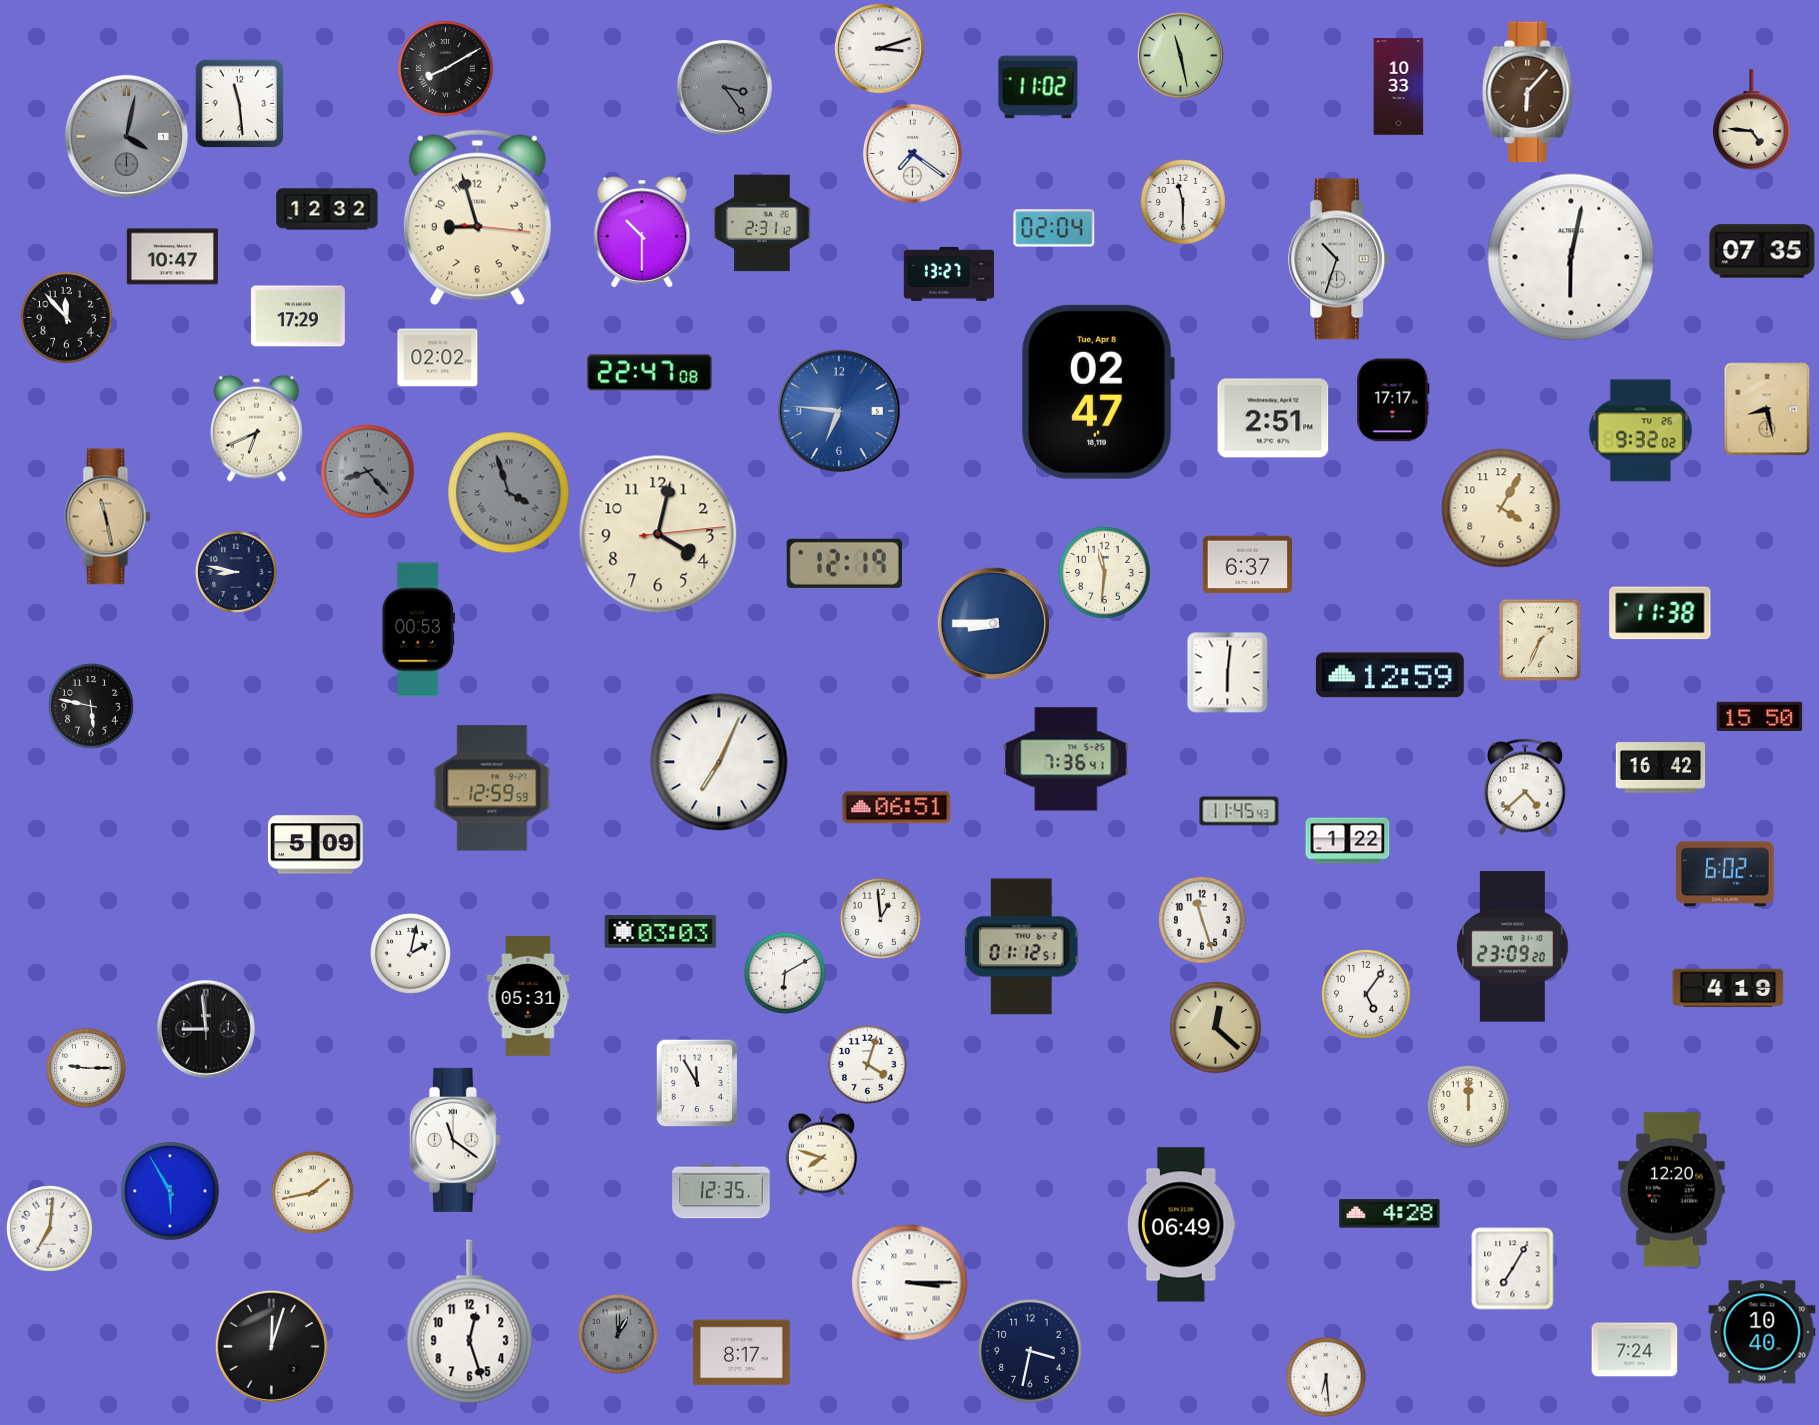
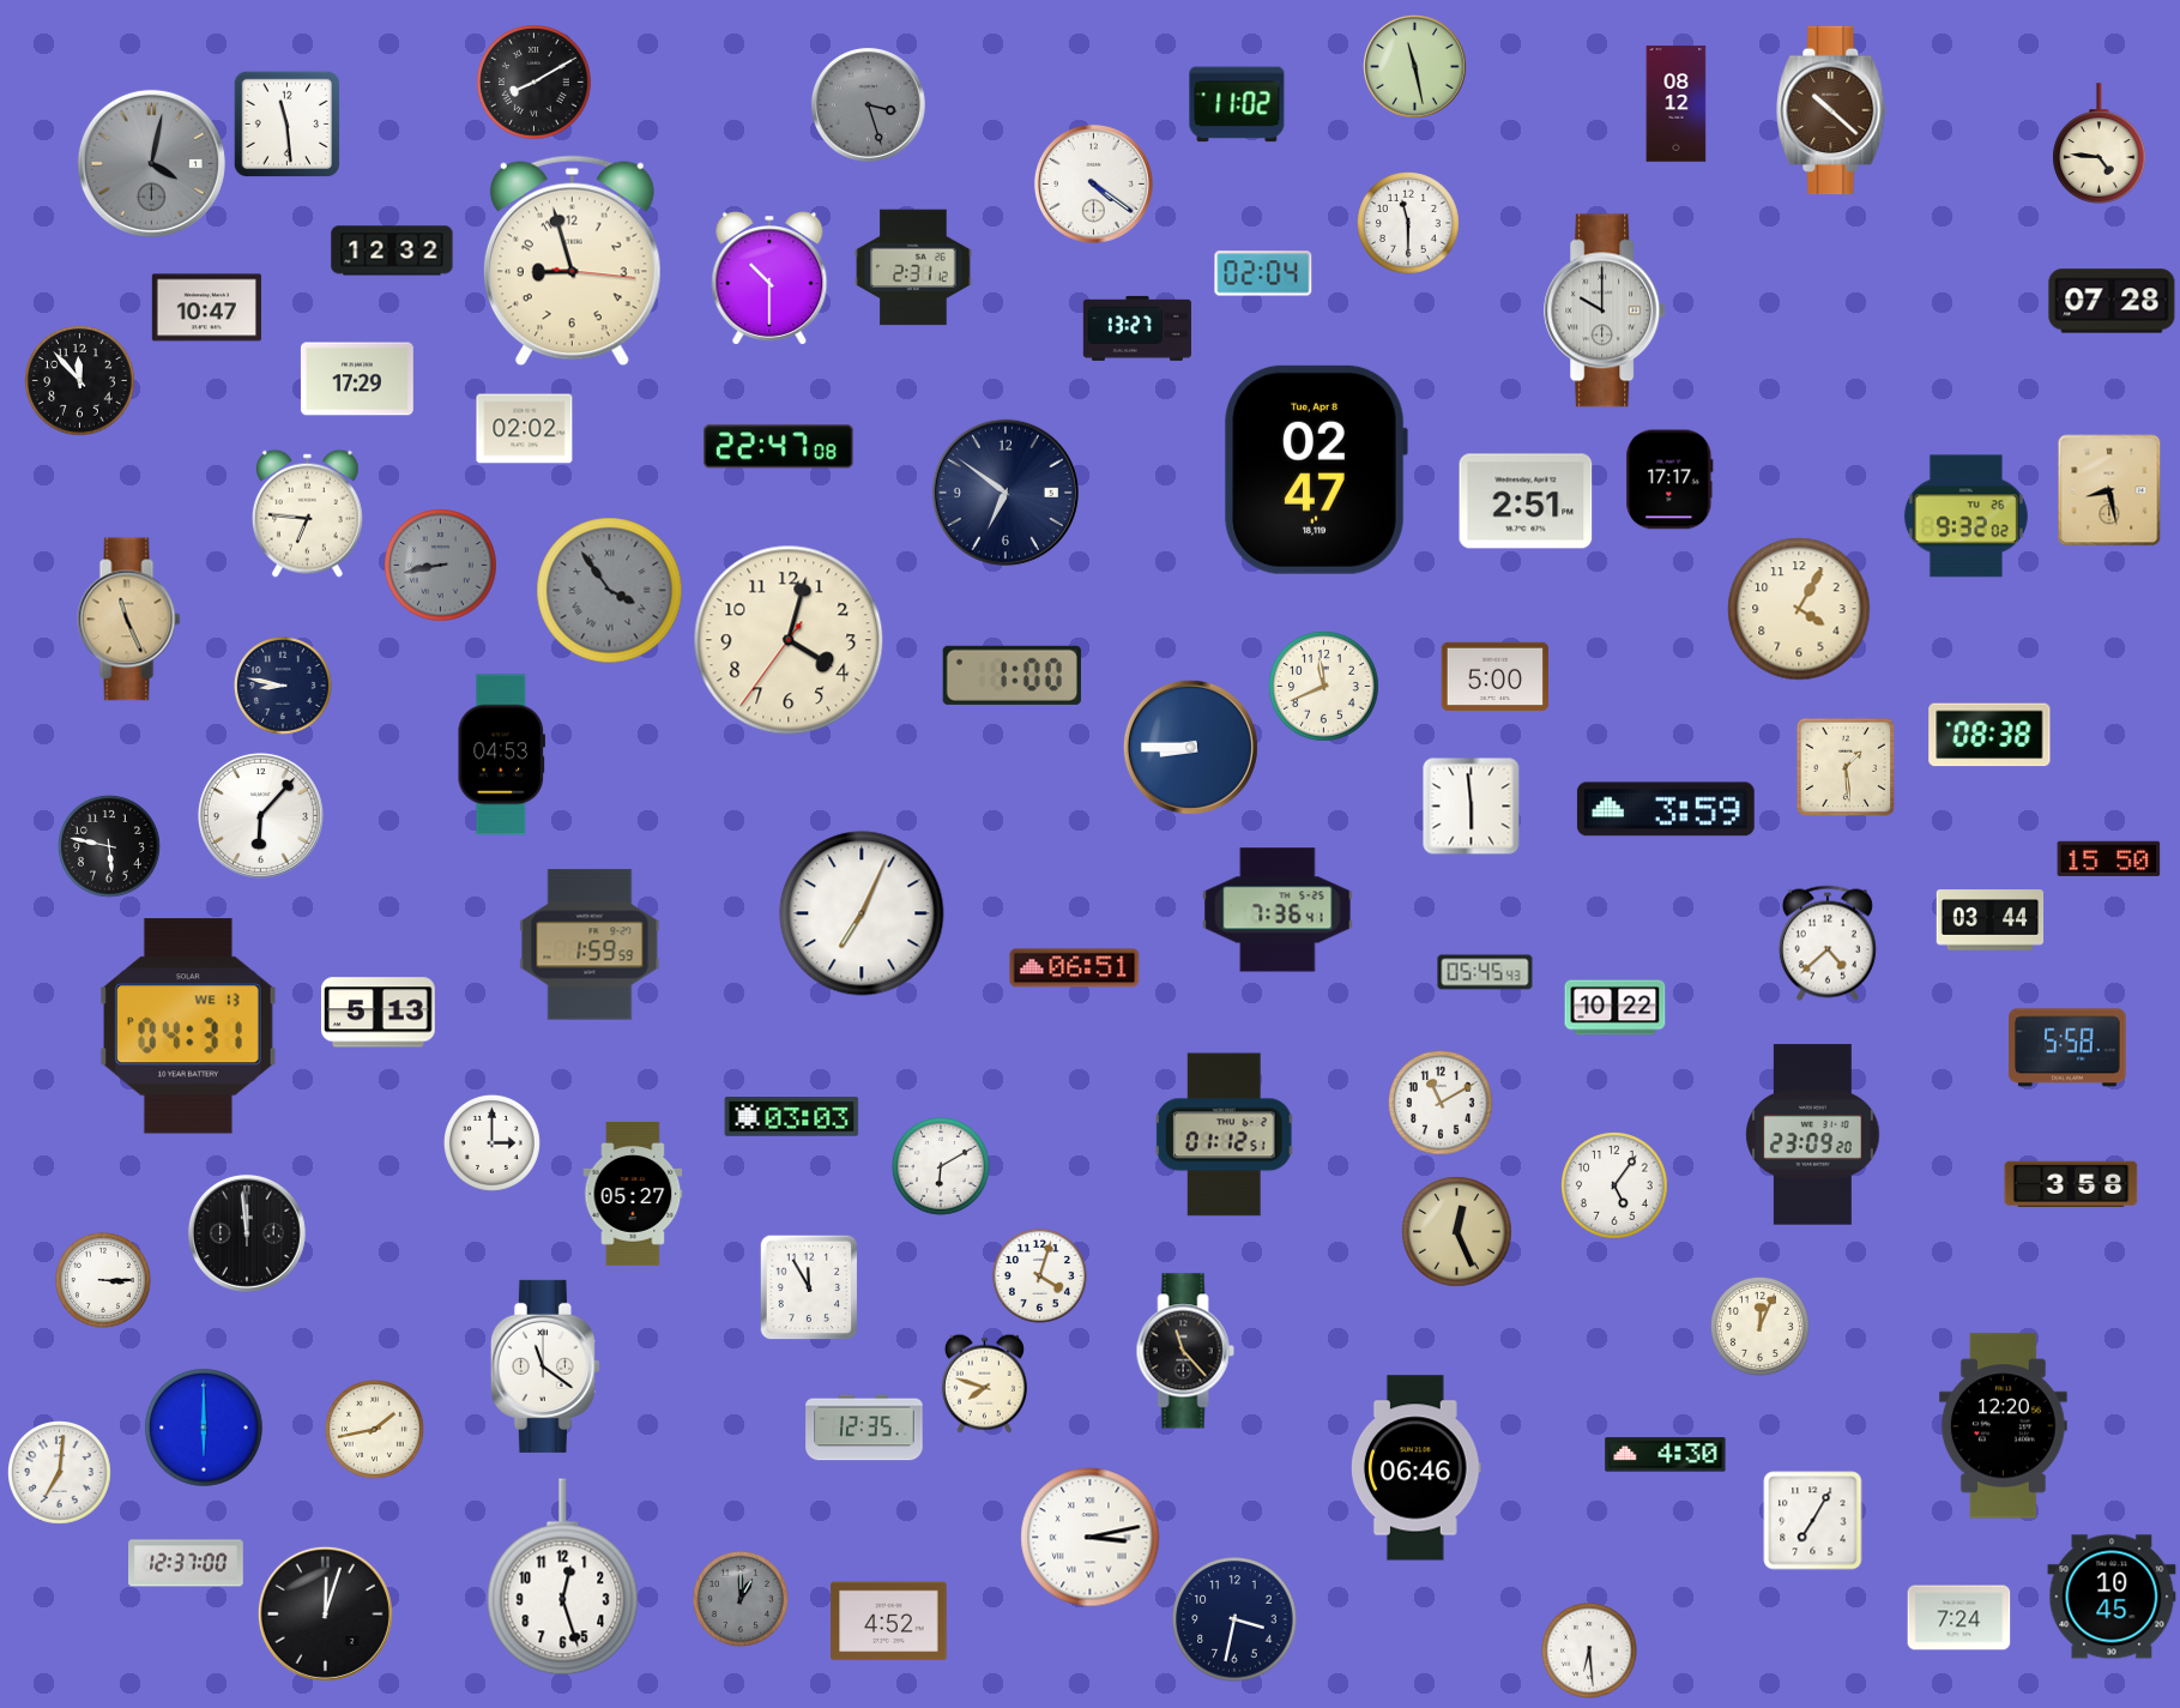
clock at (880, 49): 3:12 -> none
clock at (724, 87): 3:24 -> 3:27
clock at (1038, 87) position: (1038, 87) -> (1237, 104)
clock at (1399, 87): 10:33 -> 08:12
clock at (1528, 92): 6:07 -> 10:22
clock at (912, 153): 7:21 -> 4:21
clock at (1184, 203) position: (1184, 203) -> (1409, 224)
clock at (1762, 251): 07:35 -> 07:28
clock at (1571, 257): 6:02 -> none
clock at (1340, 259): 10:33 -> 10:00
clock at (1767, 409) position: (1767, 409) -> (2109, 490)
clock at (839, 411): 6:46 -> 6:51
clock at (839, 411) dial: blue -> navy
clock at (256, 428): 6:41 -> 6:46
clock at (368, 472): 8:23 -> 8:43
clock at (509, 493): 3:57 -> 3:54
clock at (108, 517): 11:28 -> 11:26
clock at (658, 534): 4:02:14 -> 4:02:36
clock at (844, 563): 12:19 -> 1:00
clock at (1247, 565): 6:37 -> 5:00
clock at (1105, 573): 11:31 -> 11:41
clock at (1660, 613): 11:38 -> 08:38
clock at (418, 630): 00:53 -> 04:53
clock at (1540, 640): 1:34 -> 1:29
clock at (1228, 673): 6:01 -> 5:59
clock at (1390, 675): 12:59 -> 3:59
clock at (260, 815): none -> 6:07
clock at (1661, 768): 16:42 -> 03:44
clock at (492, 788): 12:59 -> 1:59
clock at (1239, 811): 11:45 -> 05:45
clock at (1348, 841): 1:22 -> 10:22
clock at (315, 845): 5:09 -> 5:13
clock at (188, 1026): none -> 04:31
clock at (1725, 874): 6:02 -> 5:58
clock at (880, 918): 12:59 -> none
clock at (1203, 921): 11:27 -> 11:10
clock at (410, 953): 2:02 -> 3:00
clock at (1728, 987): 4:19 -> 3:58
clock at (1367, 995) position: (1367, 995) -> (1616, 1187)
clock at (528, 996): 05:31 -> 05:27
clock at (1216, 1028): 12:22 -> 12:26
clock at (206, 1029): 8:59 -> 11:59
clock at (86, 1068): 9:15 -> 3:15
clock at (697, 1083) position: (697, 1083) -> (809, 1287)
clock at (1468, 1106): 12:00 -> 12:04
clock at (1185, 1351): none -> 11:23
clock at (170, 1191): 5:55 -> 6:00
clock at (1390, 1214): 4:28 -> 4:30
clock at (1181, 1225): 06:49 -> 06:46
clock at (910, 1283): 3:15 -> 3:13
clock at (186, 1563): none -> 12:37
clock at (470, 1322) position: (470, 1322) -> (563, 1577)
clock at (1762, 1332): 10:40 -> 10:45
clock at (742, 1353): 8:17 -> 4:52
